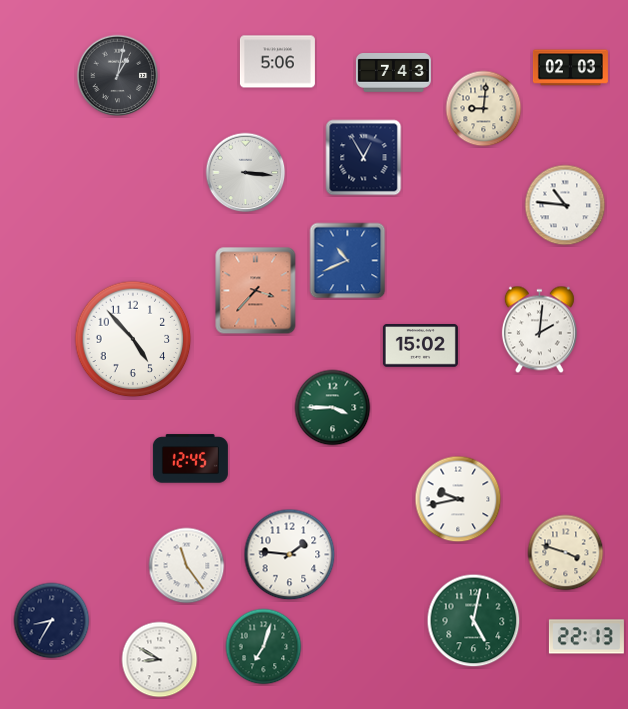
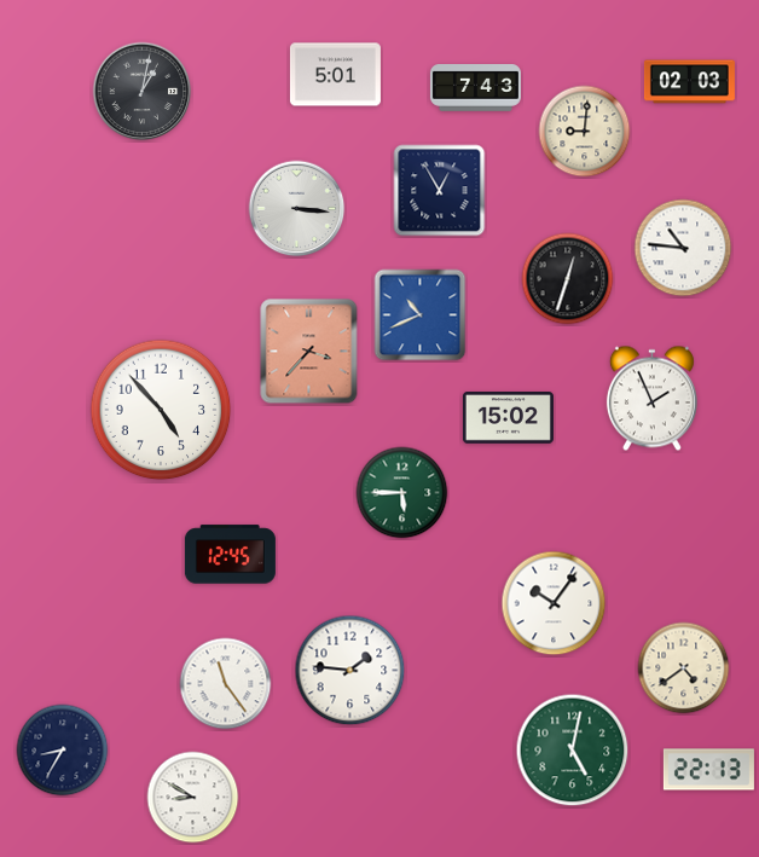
clock at (277, 62): 5:06 -> 5:01
clock at (568, 279): none -> 12:33
clock at (539, 330): 2:01 -> 1:56
clock at (333, 408): 3:45 -> 5:45
clock at (458, 499): 9:43 -> 10:06
clock at (566, 553): 3:48 -> 4:39
clock at (264, 647): 7:03 -> none
